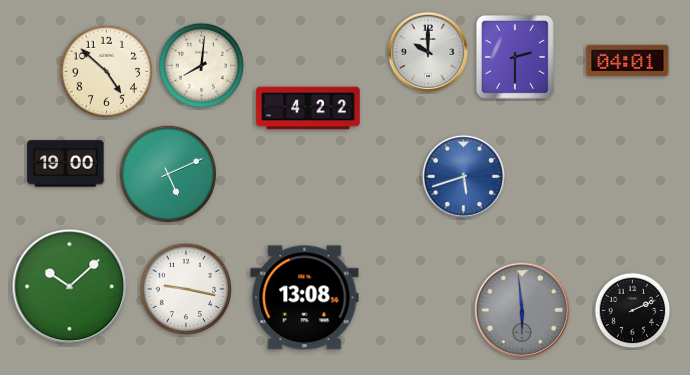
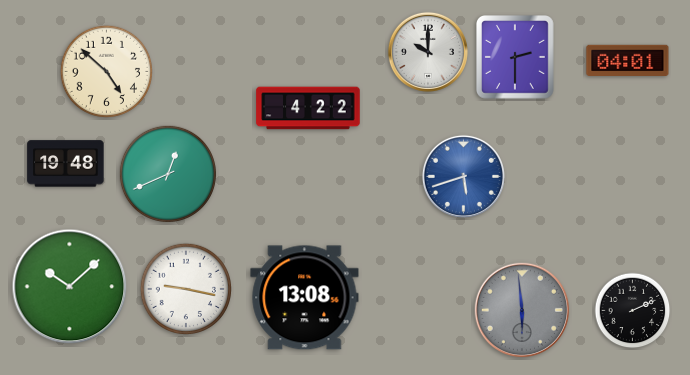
clock at (202, 66): 8:01 -> none
clock at (66, 164): 19:00 -> 19:48
clock at (168, 174): 5:11 -> 12:41
